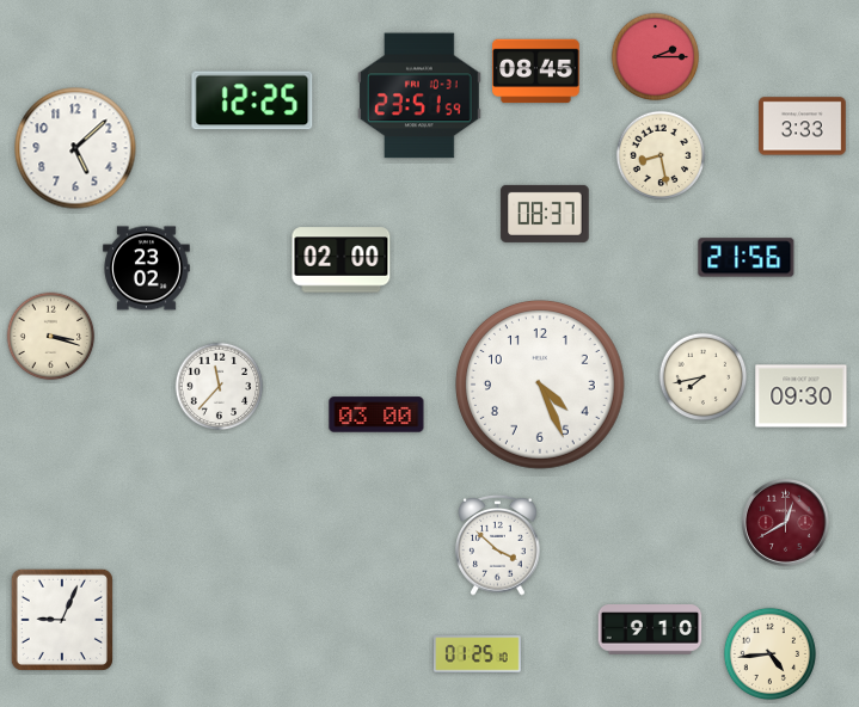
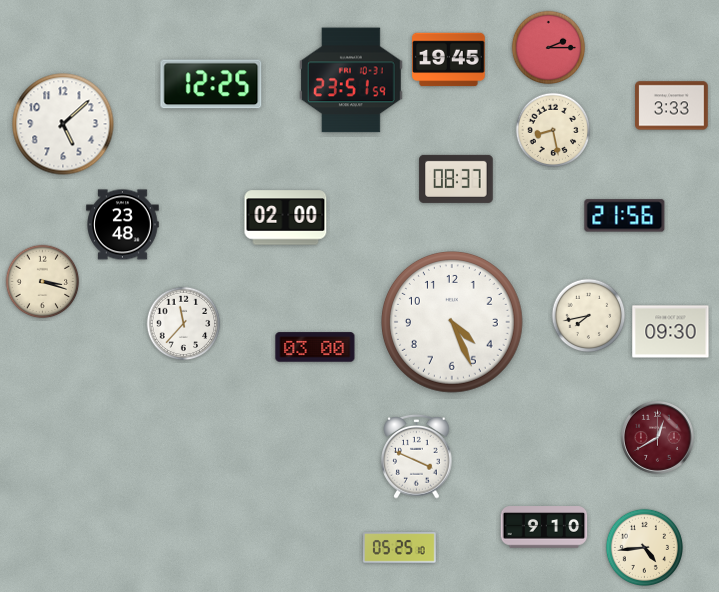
clock at (536, 72): 08:45 -> 19:45
clock at (147, 269): 23:02 -> 23:48
clock at (498, 546): 3:52 -> 3:49
clock at (62, 620): 9:04 -> none
clock at (478, 654): 01:25 -> 05:25
